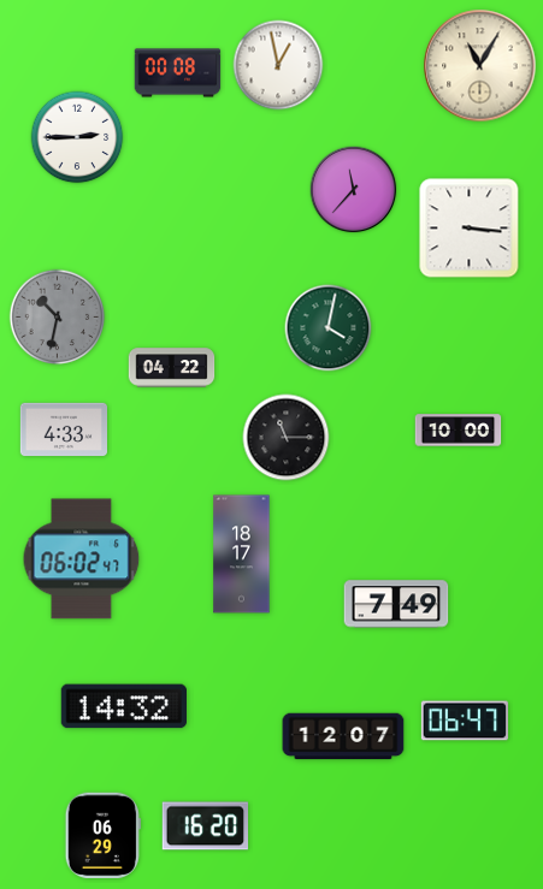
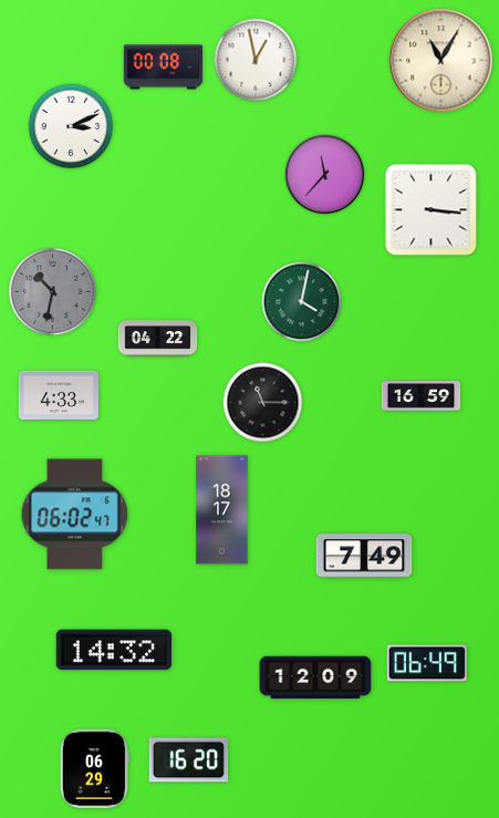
clock at (77, 137): 2:45 -> 3:11
clock at (459, 431): 10:00 -> 16:59
clock at (465, 721): 06:47 -> 06:49
clock at (343, 736): 12:07 -> 12:09
